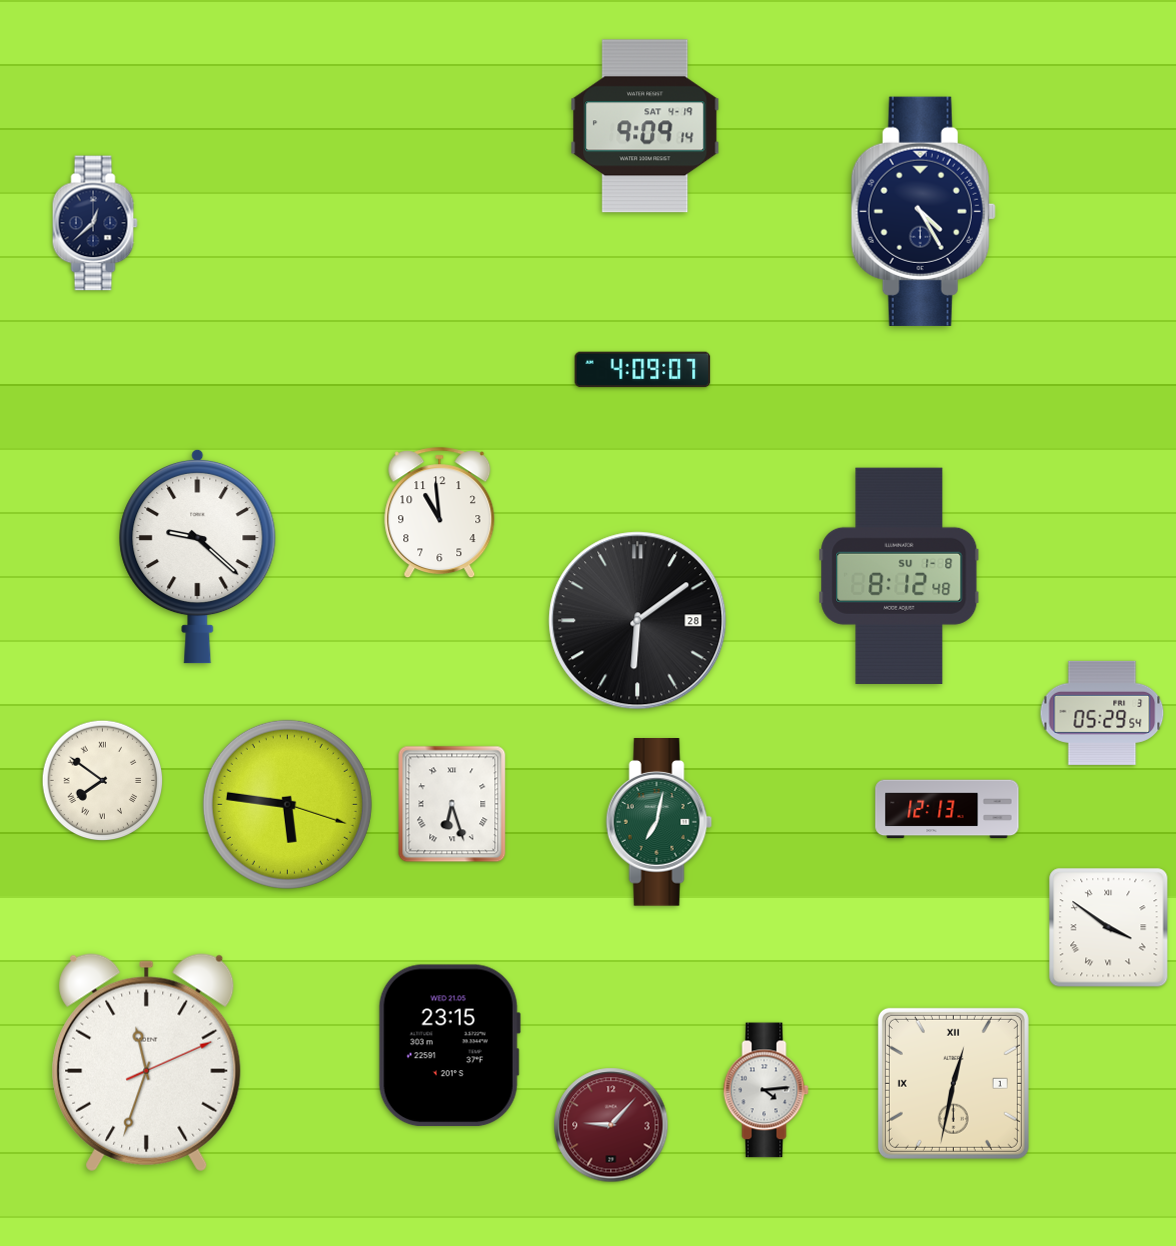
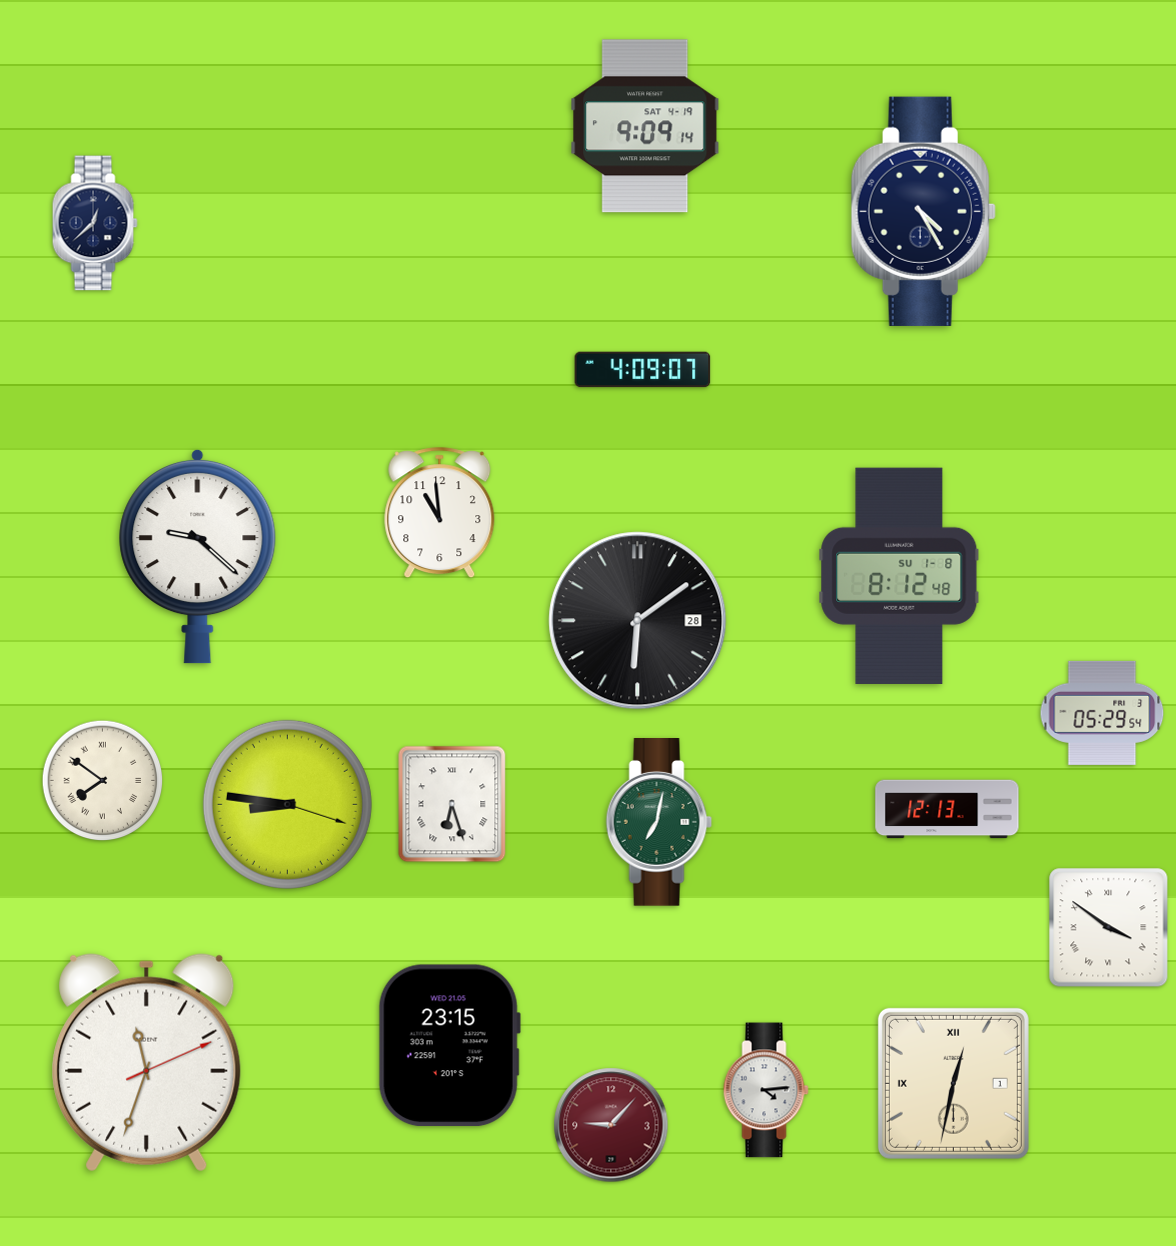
clock at (287, 804): 5:46 -> 8:46
